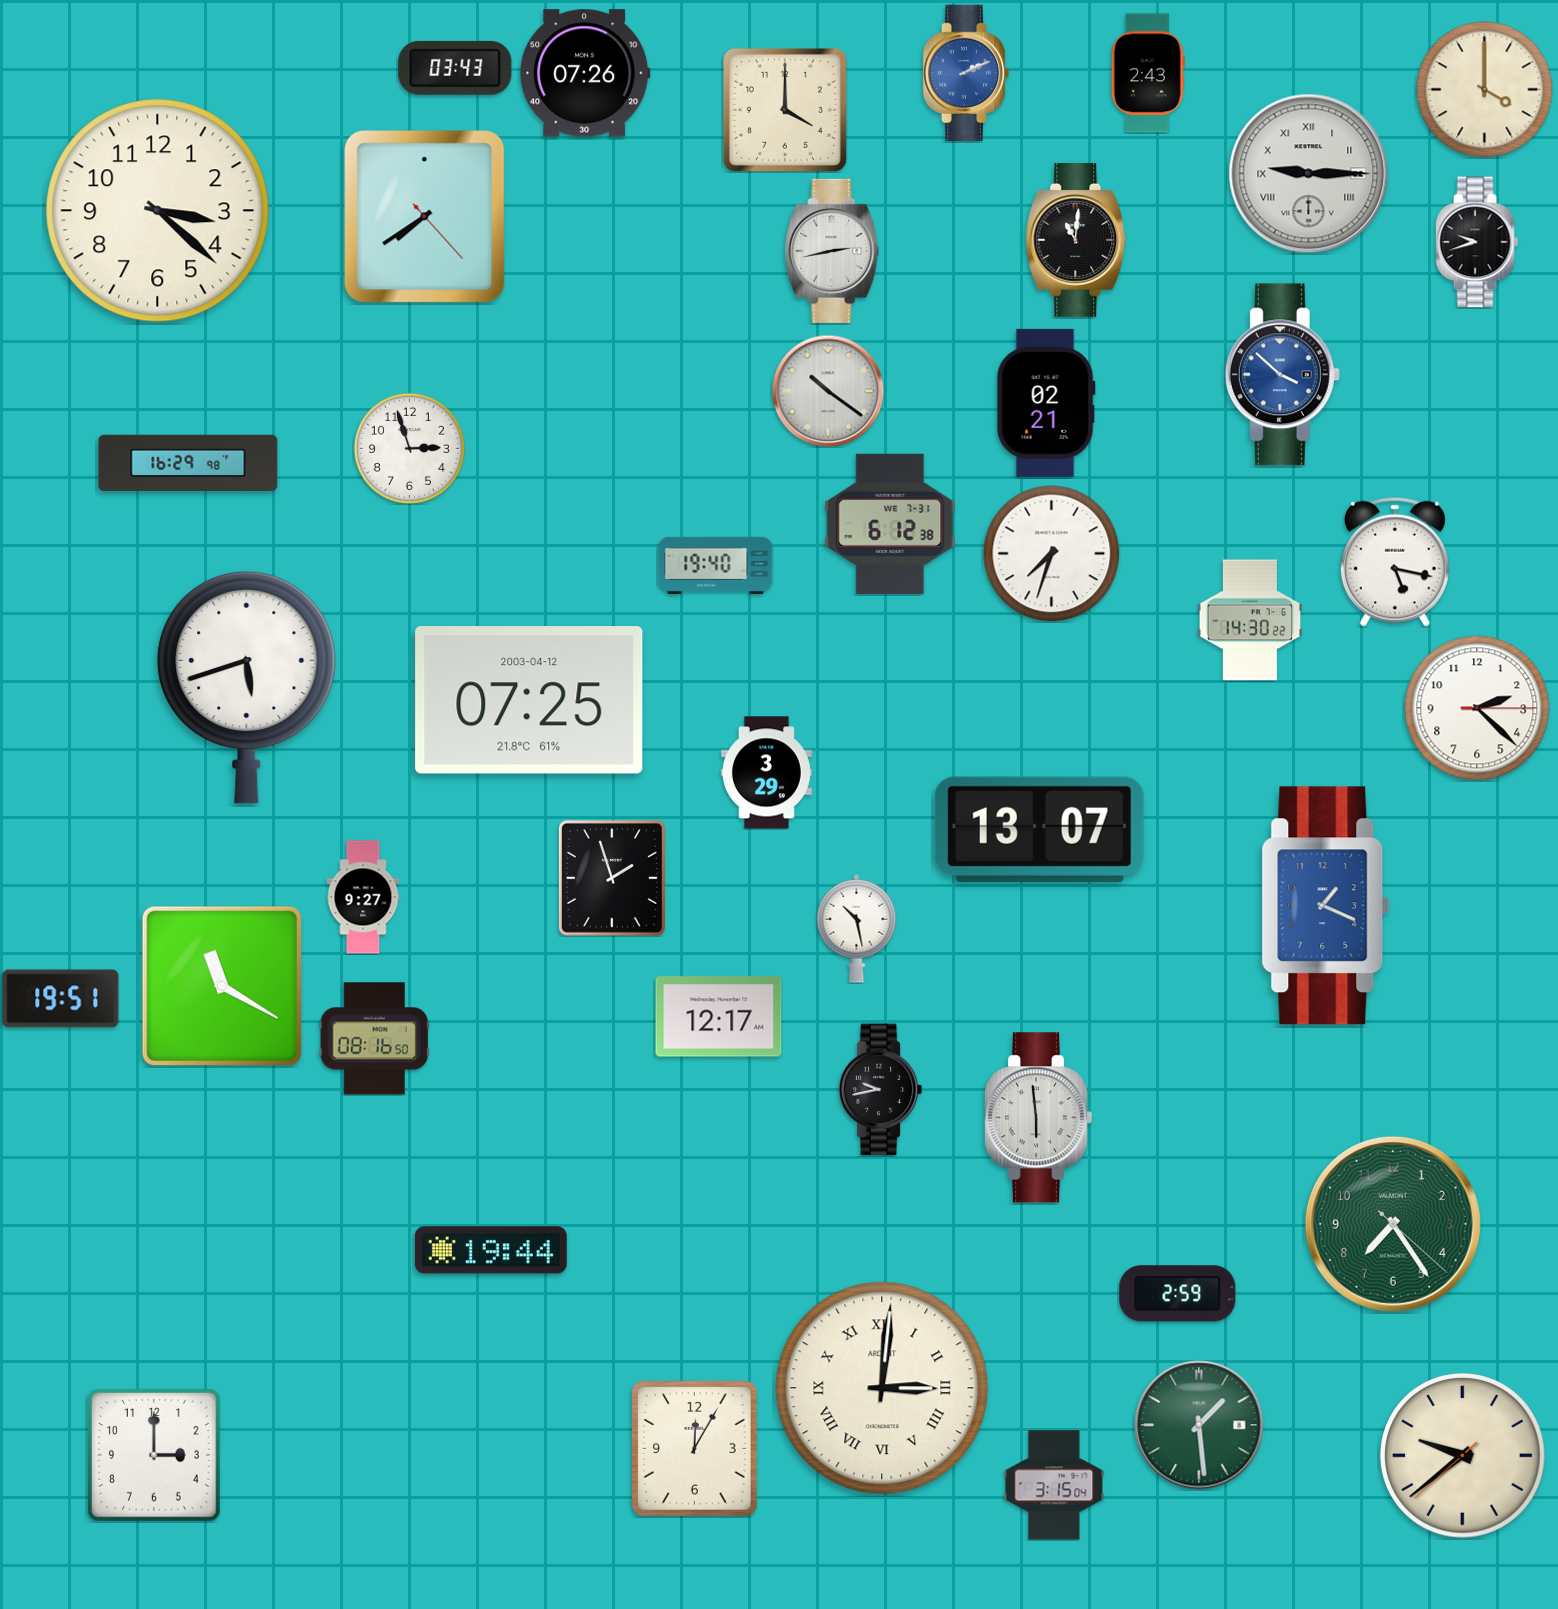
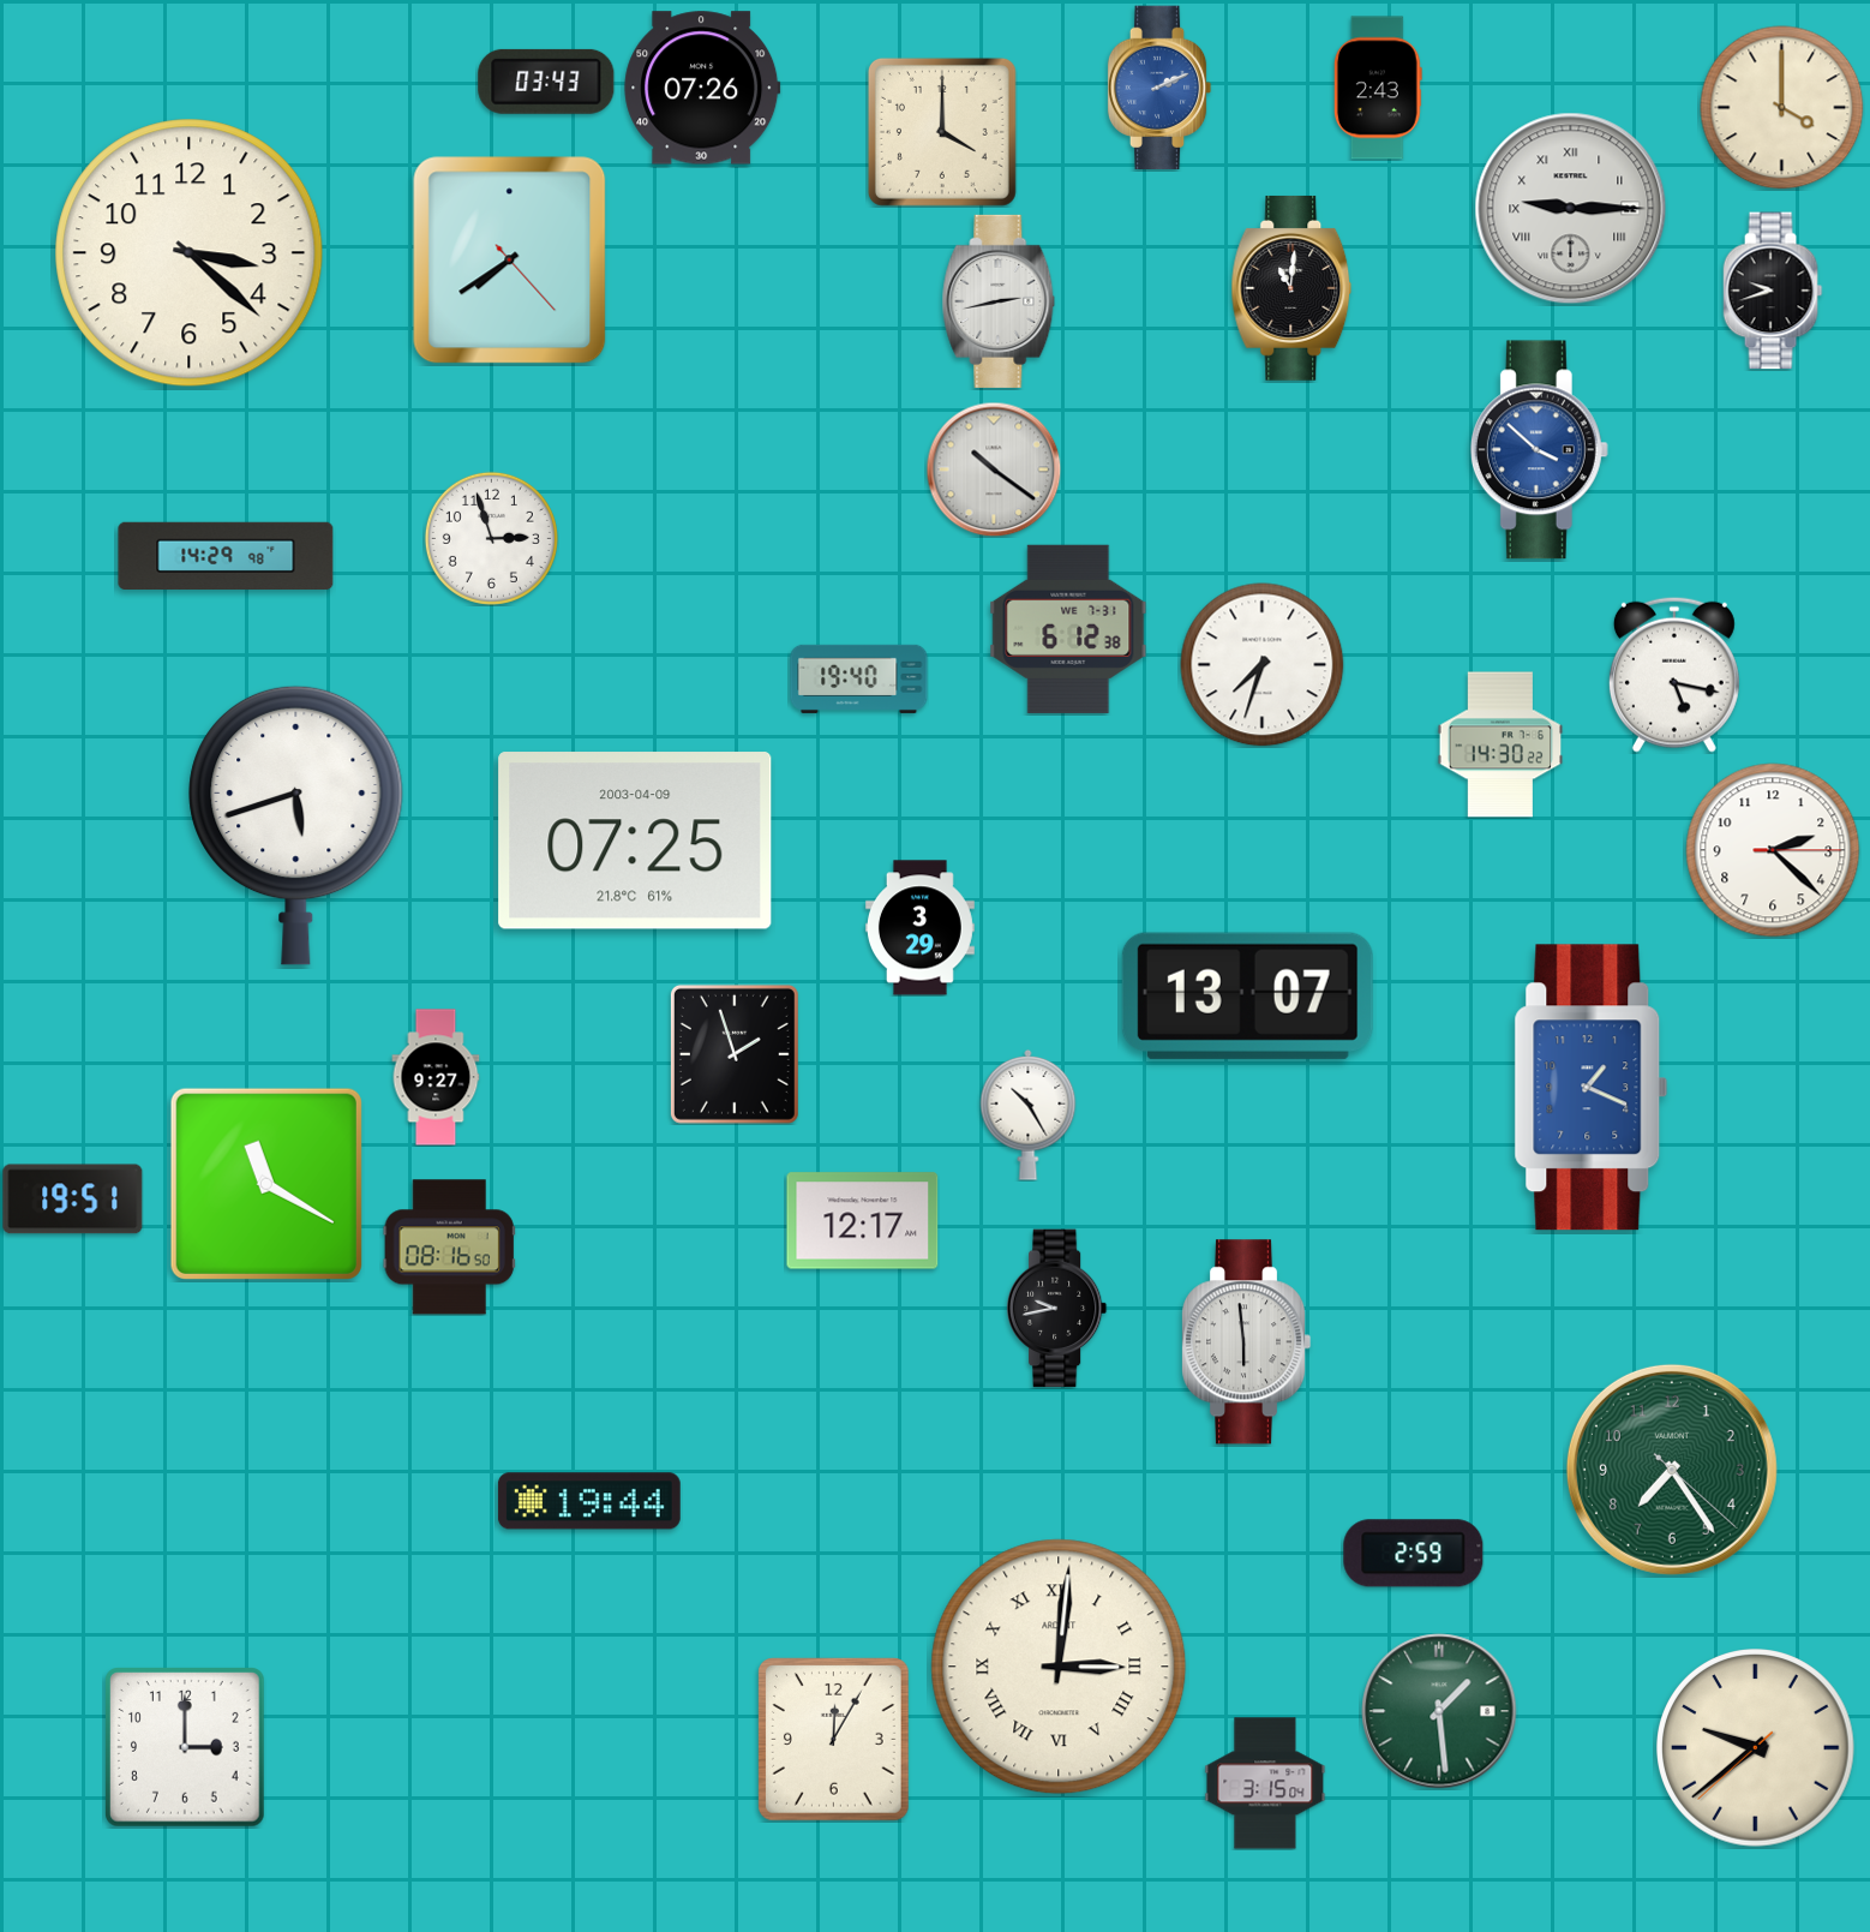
clock at (1046, 403): 02:21 -> none
clock at (188, 462): 16:29 -> 14:29
clock at (529, 700) date: 2003-04-12 -> 2003-04-09
clock at (857, 928): 10:28 -> 10:25
